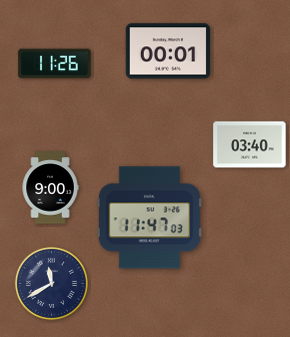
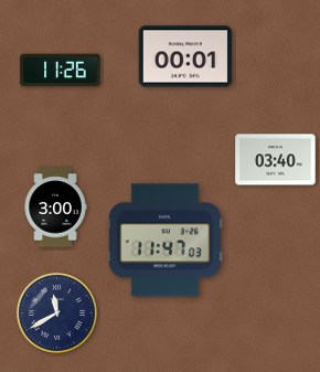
clock at (50, 188): 9:00 -> 3:00
